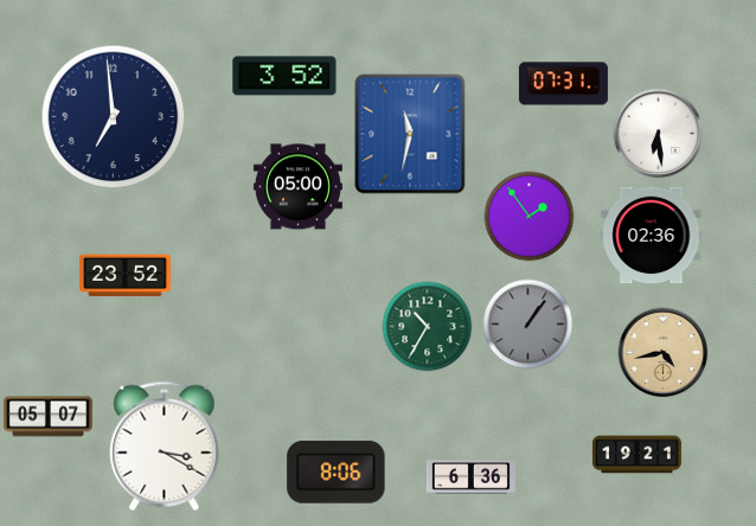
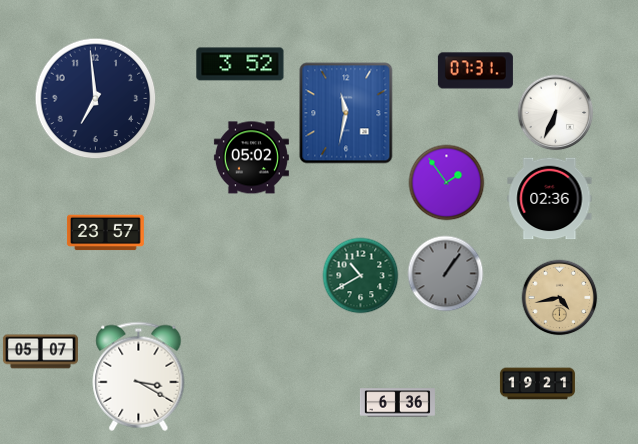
clock at (659, 134): 6:29 -> 6:34
clock at (297, 187): 05:00 -> 05:02
clock at (124, 276): 23:52 -> 23:57
clock at (428, 327): 10:35 -> 10:40
clock at (337, 473): 8:06 -> none
